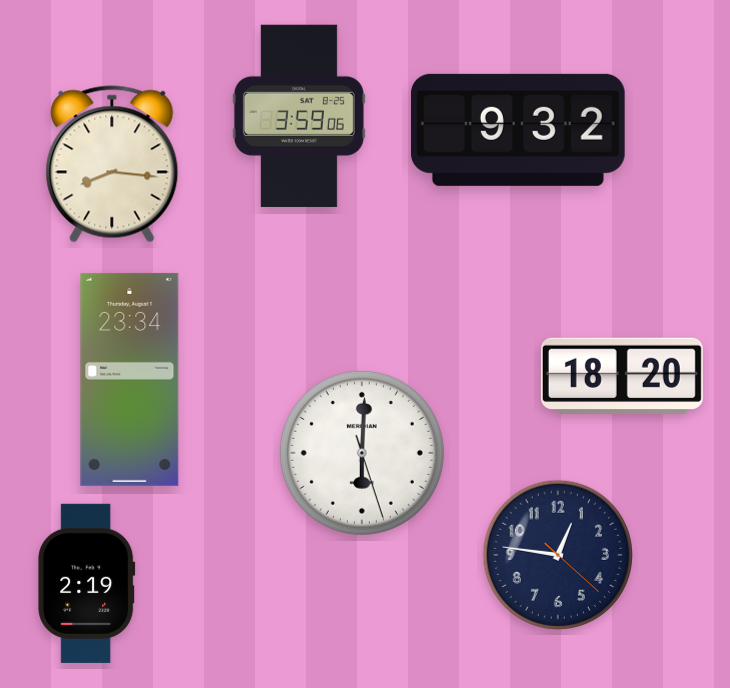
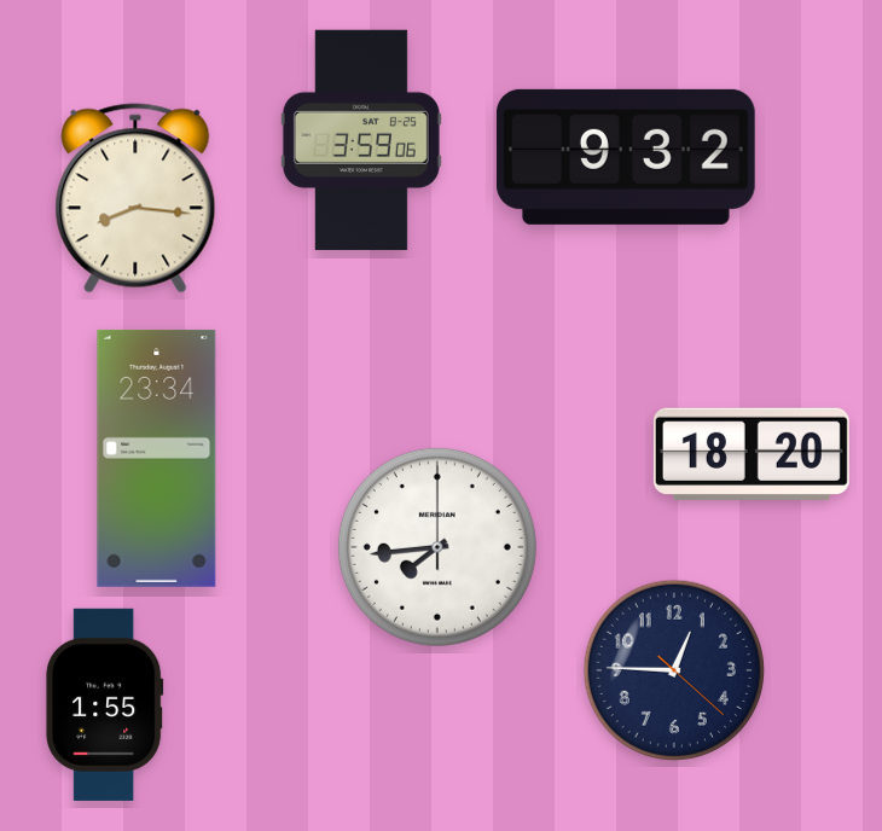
clock at (362, 453): 6:00 -> 7:44
clock at (558, 555): 12:46 -> 12:45
clock at (87, 583): 2:19 -> 1:55
